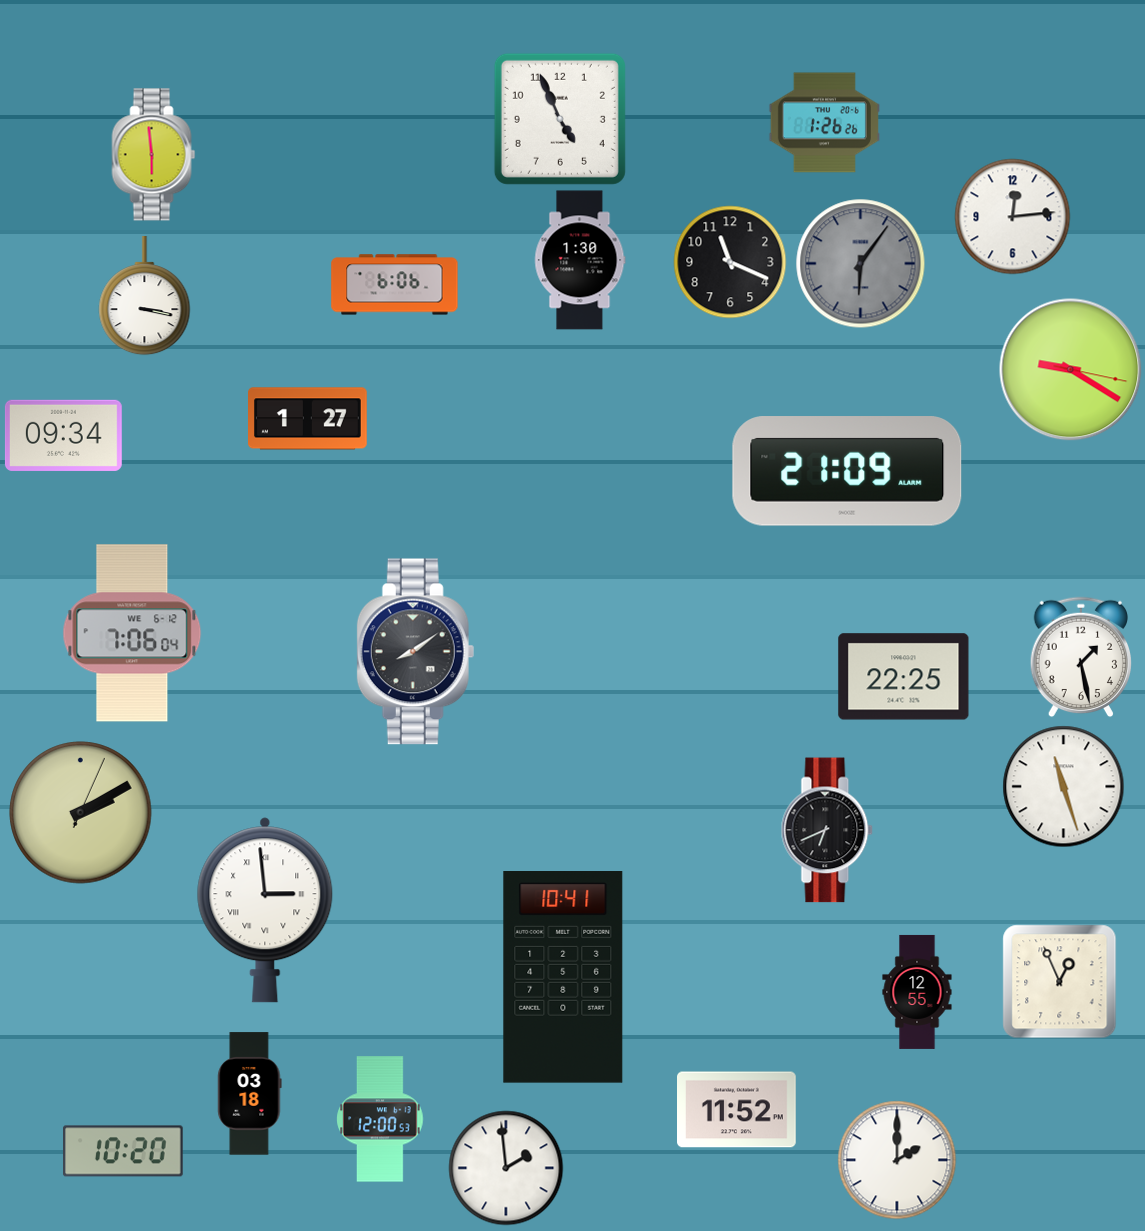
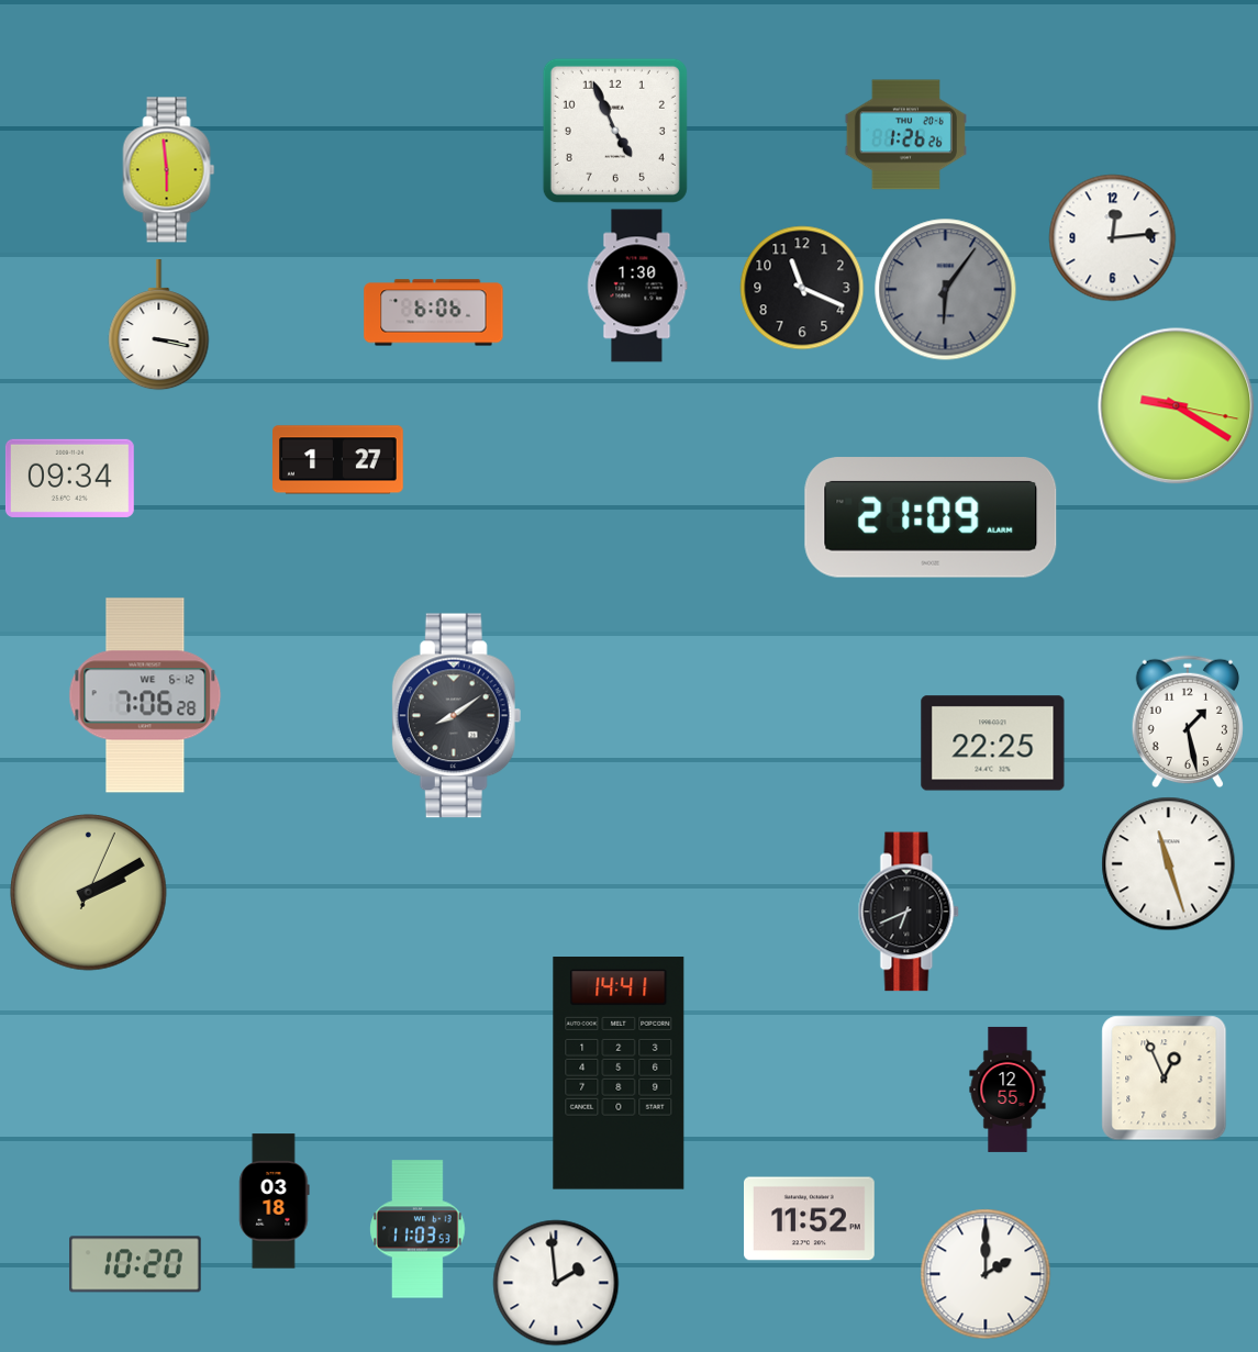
clock at (132, 633): 7:06:04 -> 7:06:28
clock at (265, 910): 2:59 -> none
clock at (563, 978): 10:41 -> 14:41
clock at (380, 1119): 12:00 -> 11:03
